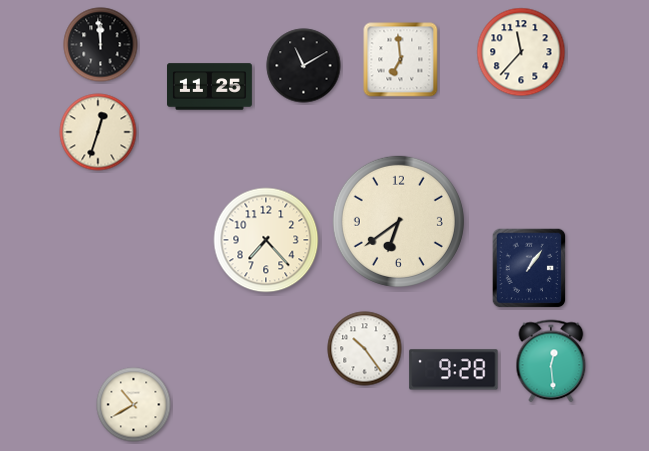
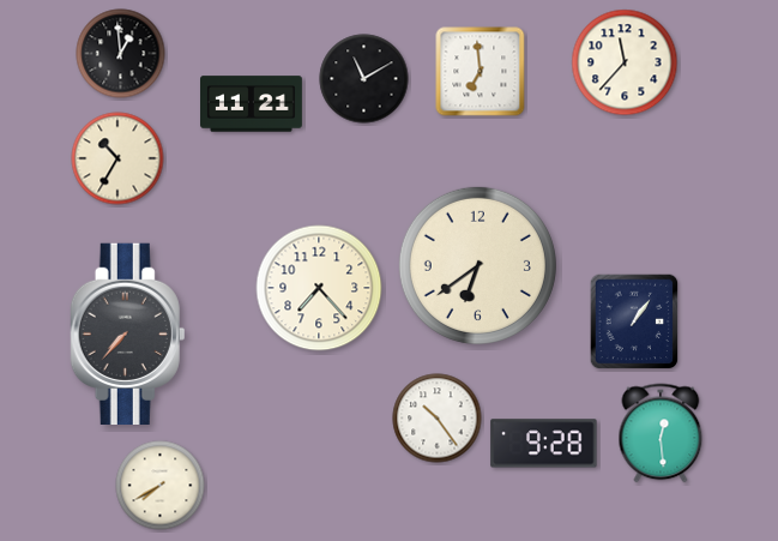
clock at (101, 45): 11:59 -> 12:59
clock at (210, 87): 11:25 -> 11:21
clock at (98, 132): 12:33 -> 10:35
clock at (128, 333): none -> 7:37
clock at (134, 405): 10:40 -> 7:40
